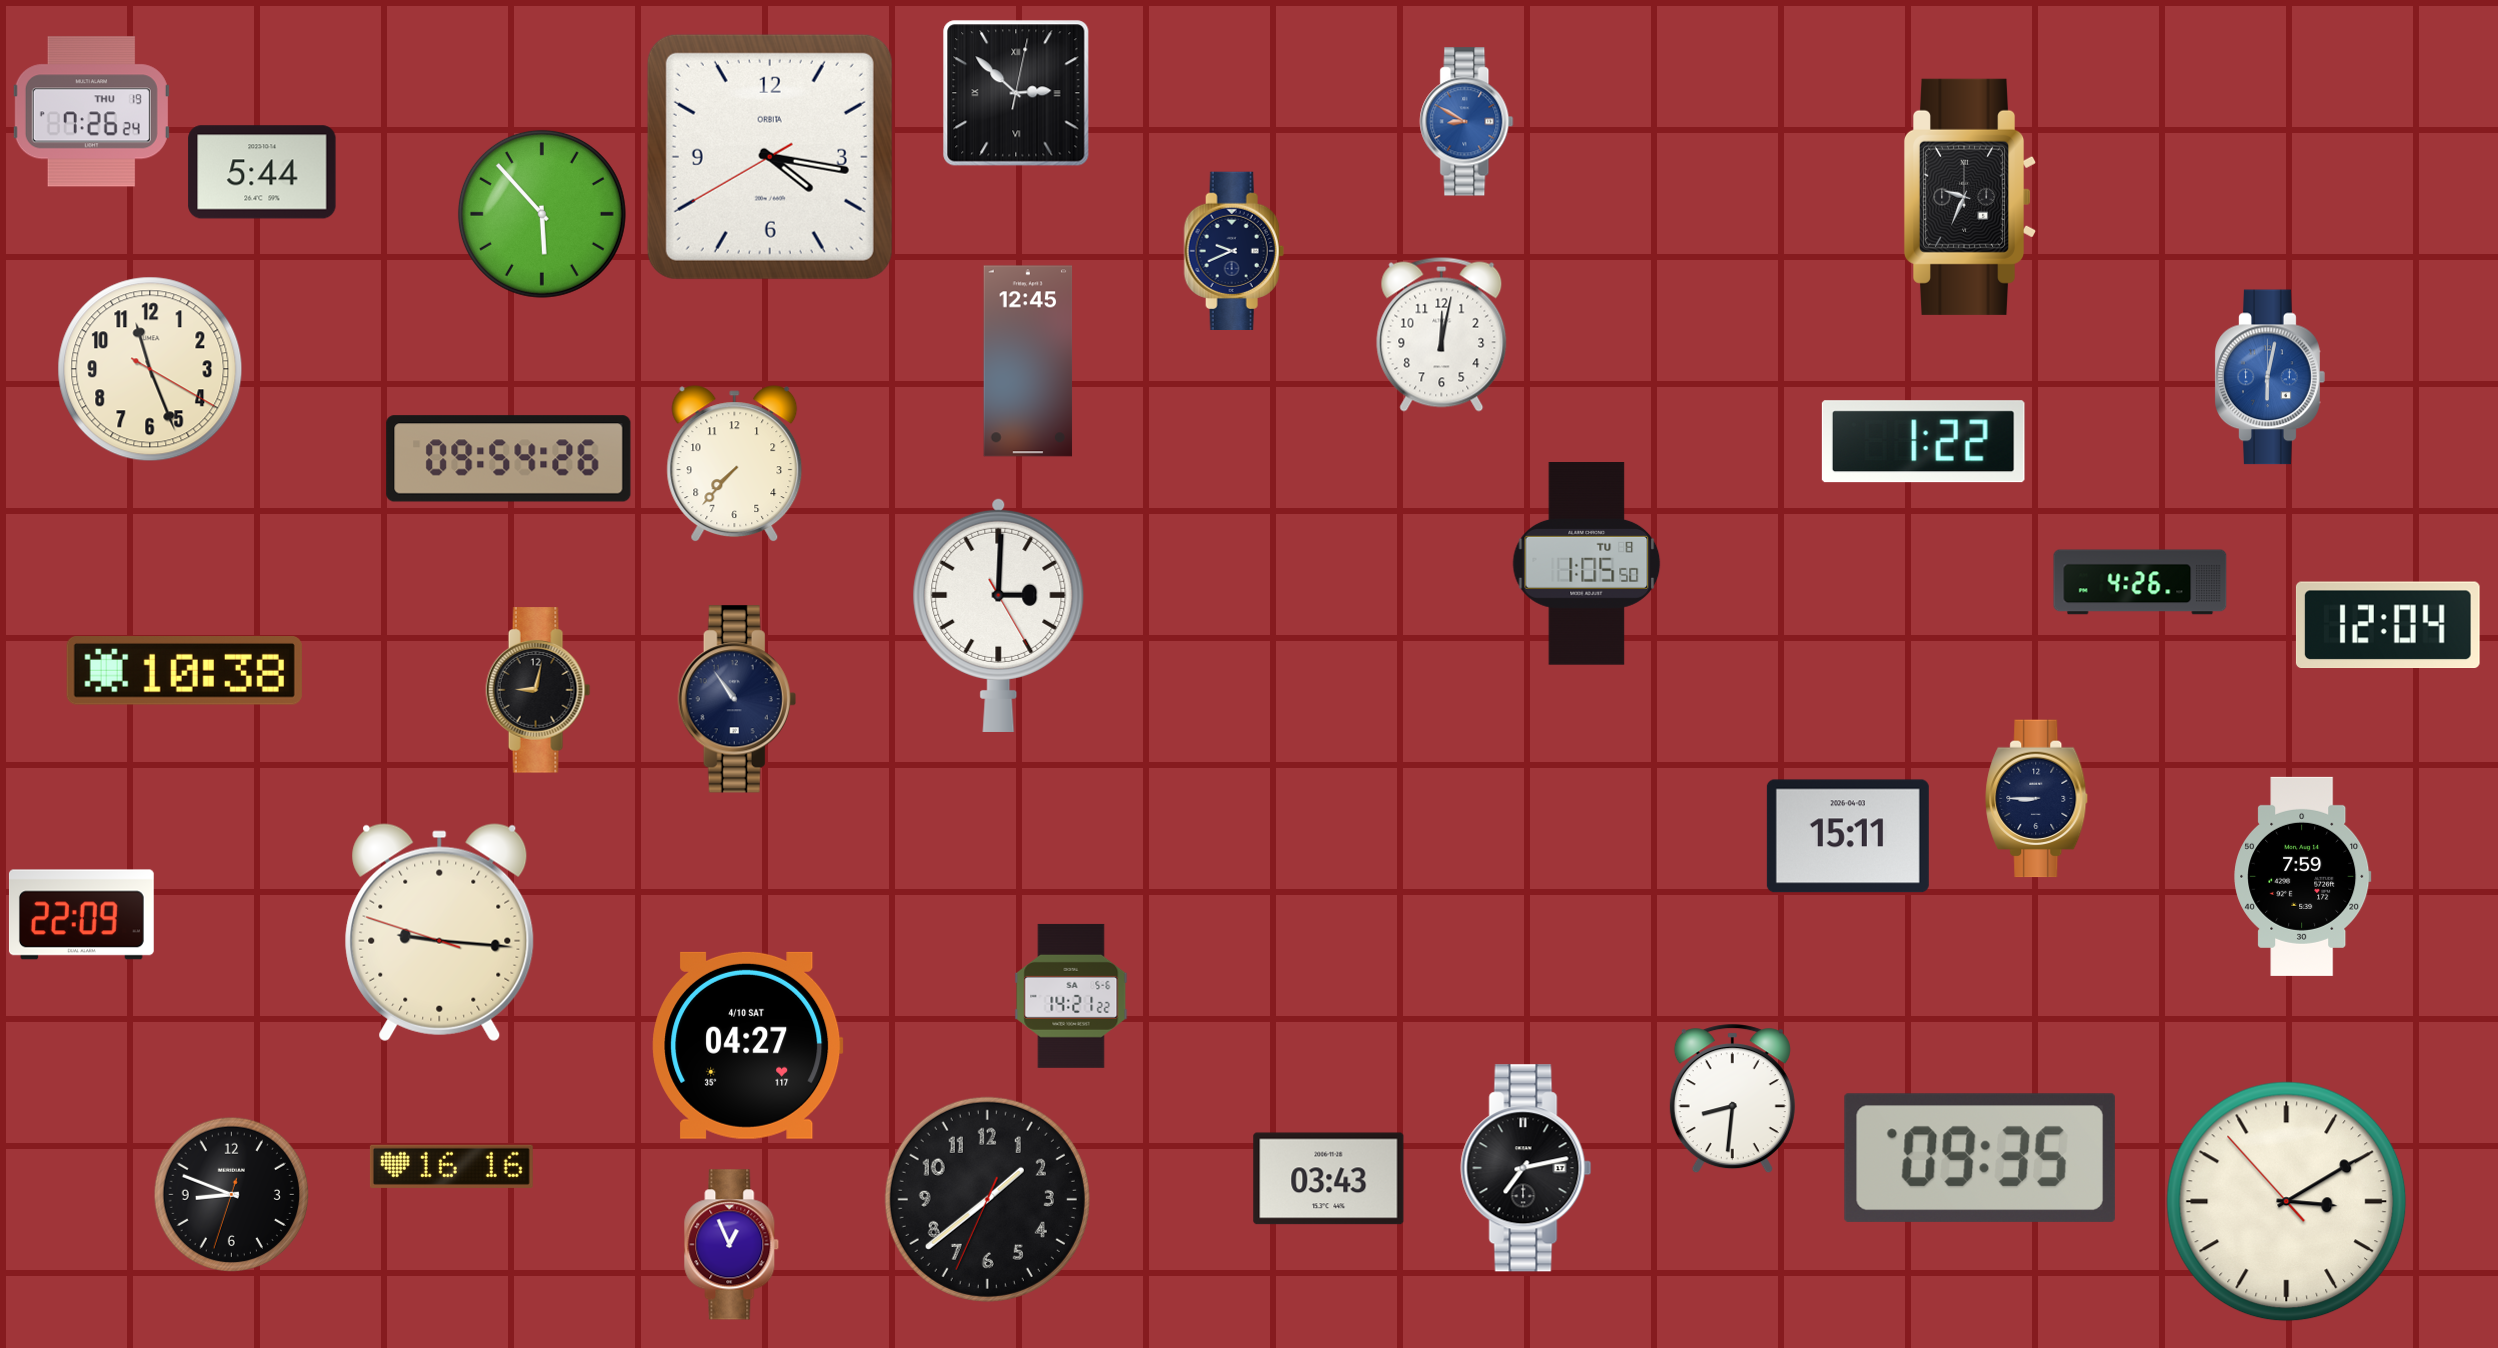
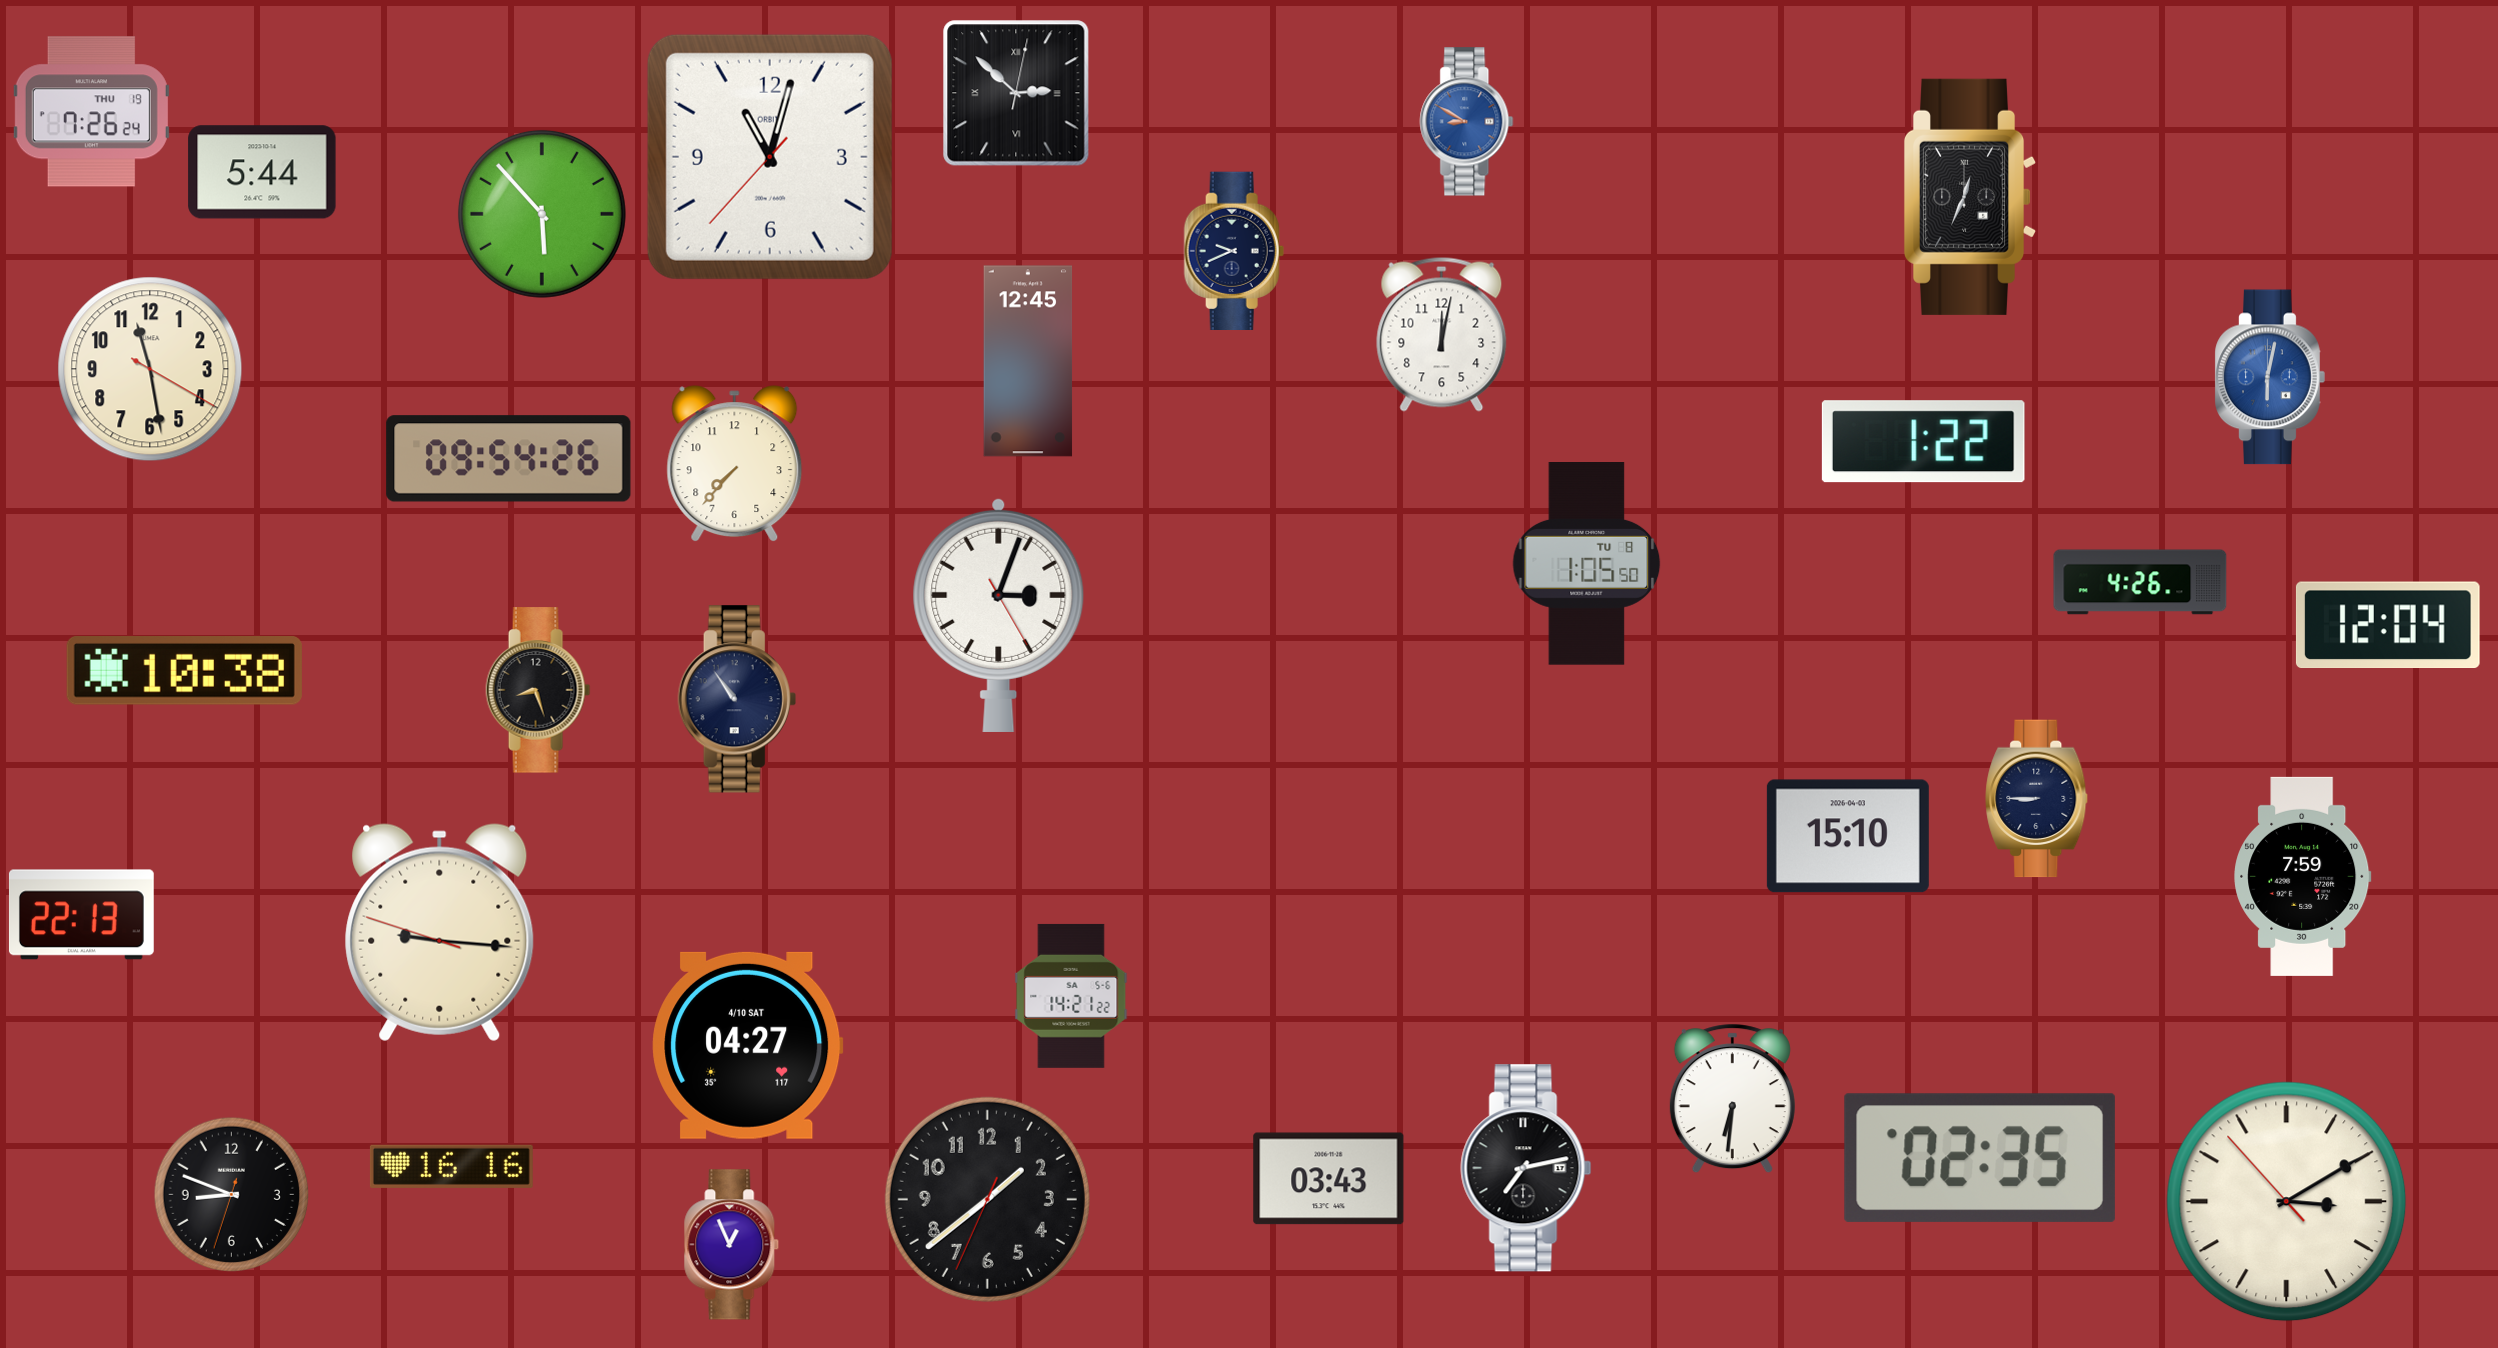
clock at (770, 157): 4:16 -> 11:02
clock at (1970, 197): 9:34 -> 12:34
clock at (150, 369): 11:26 -> 11:28
clock at (999, 615): 3:00 -> 3:03
clock at (538, 690): 9:02 -> 8:27
clock at (1848, 836): 15:11 -> 15:10
clock at (81, 915): 22:09 -> 22:13
clock at (1732, 1099): 8:31 -> 6:31
clock at (1980, 1158): 09:35 -> 02:35
